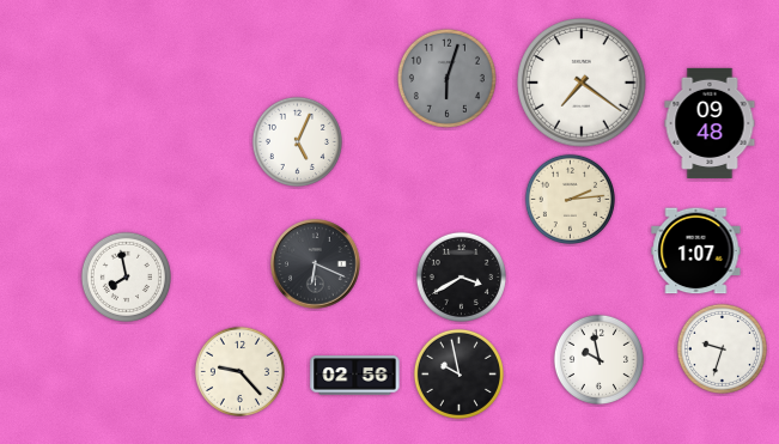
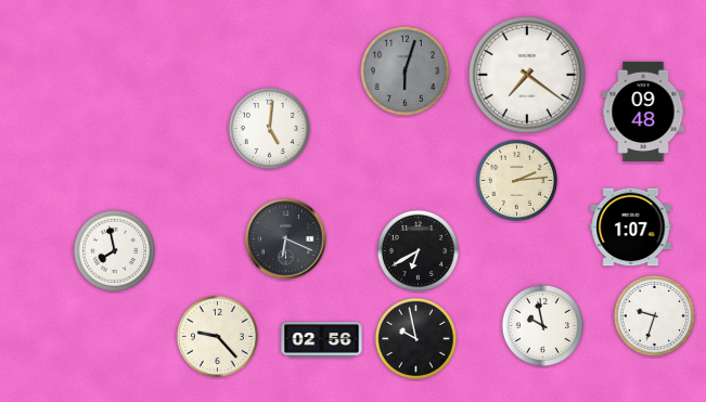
clock at (297, 141): 5:04 -> 5:01
clock at (461, 276): 3:40 -> 6:40
